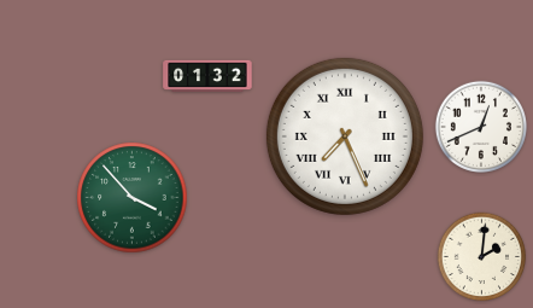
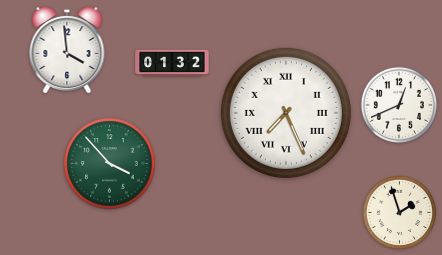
clock at (67, 50): none -> 3:59
clock at (482, 257): 2:01 -> 1:57
